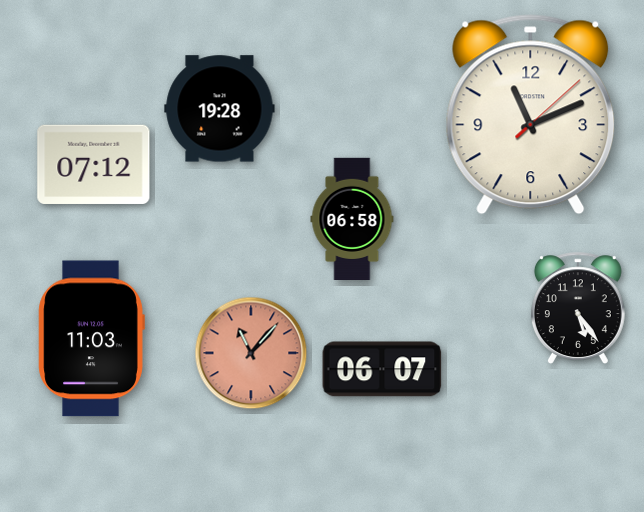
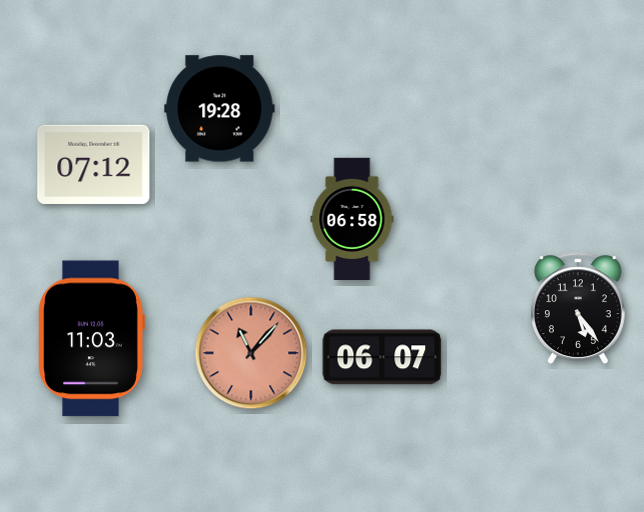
clock at (531, 115): 11:11 -> none
clock at (382, 369) position: (382, 369) -> (382, 357)
